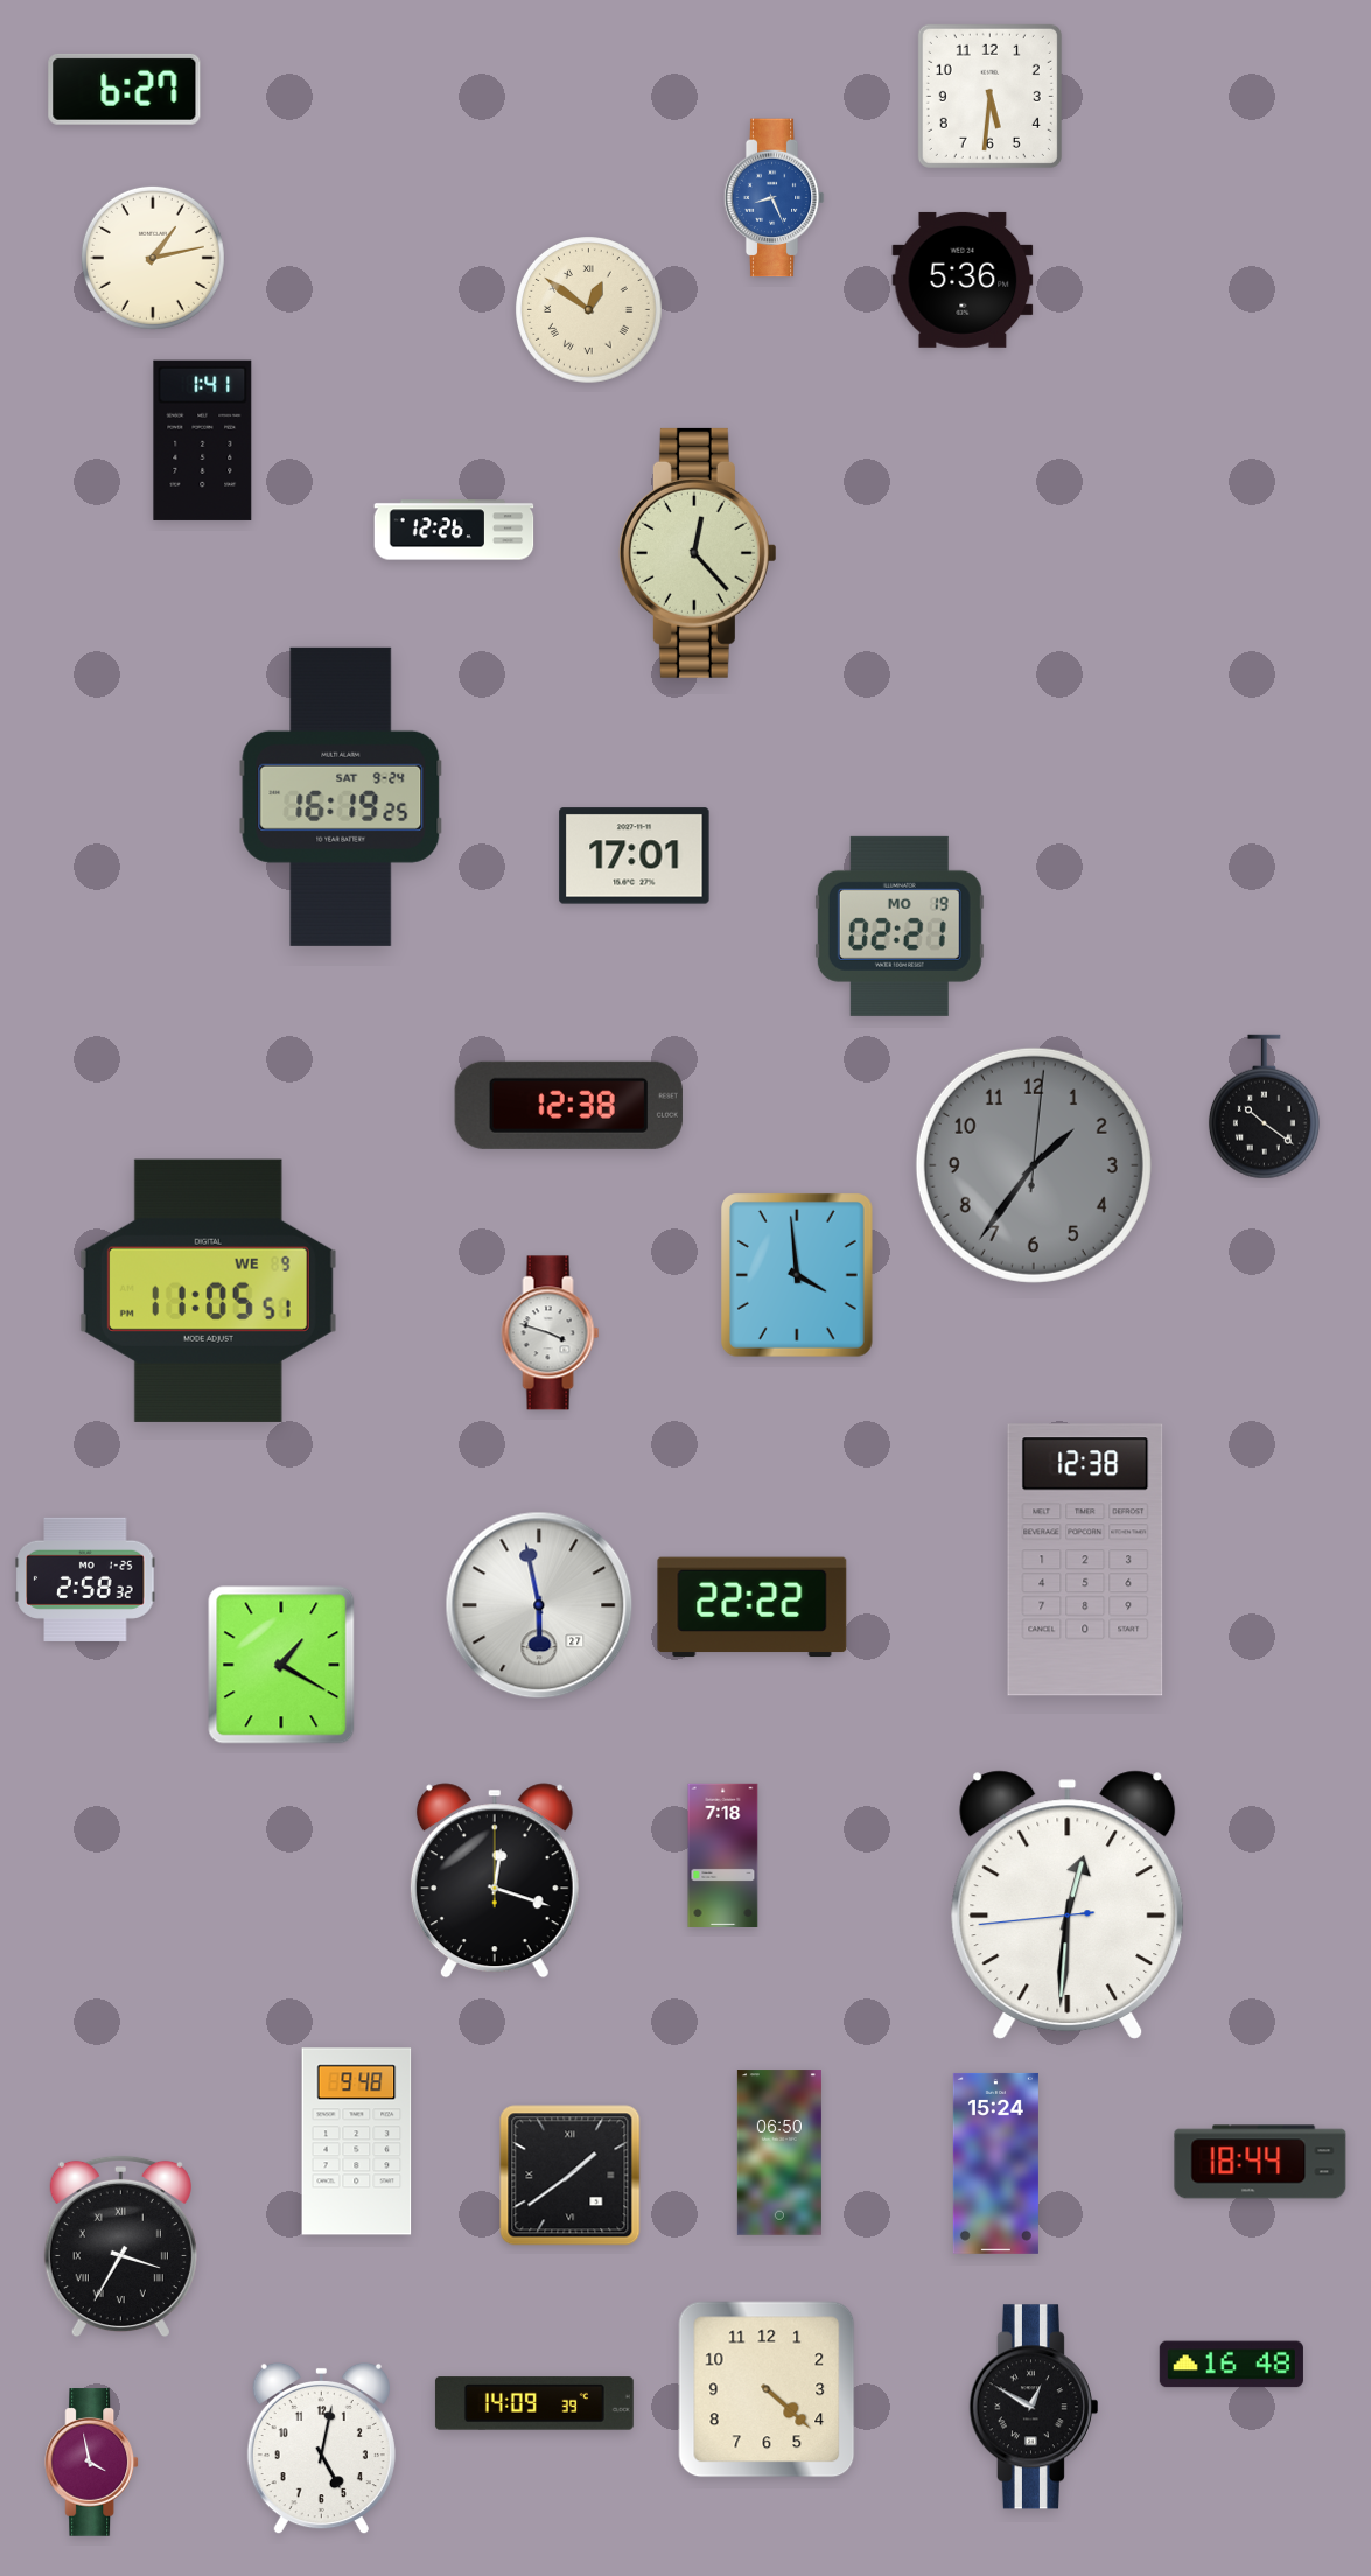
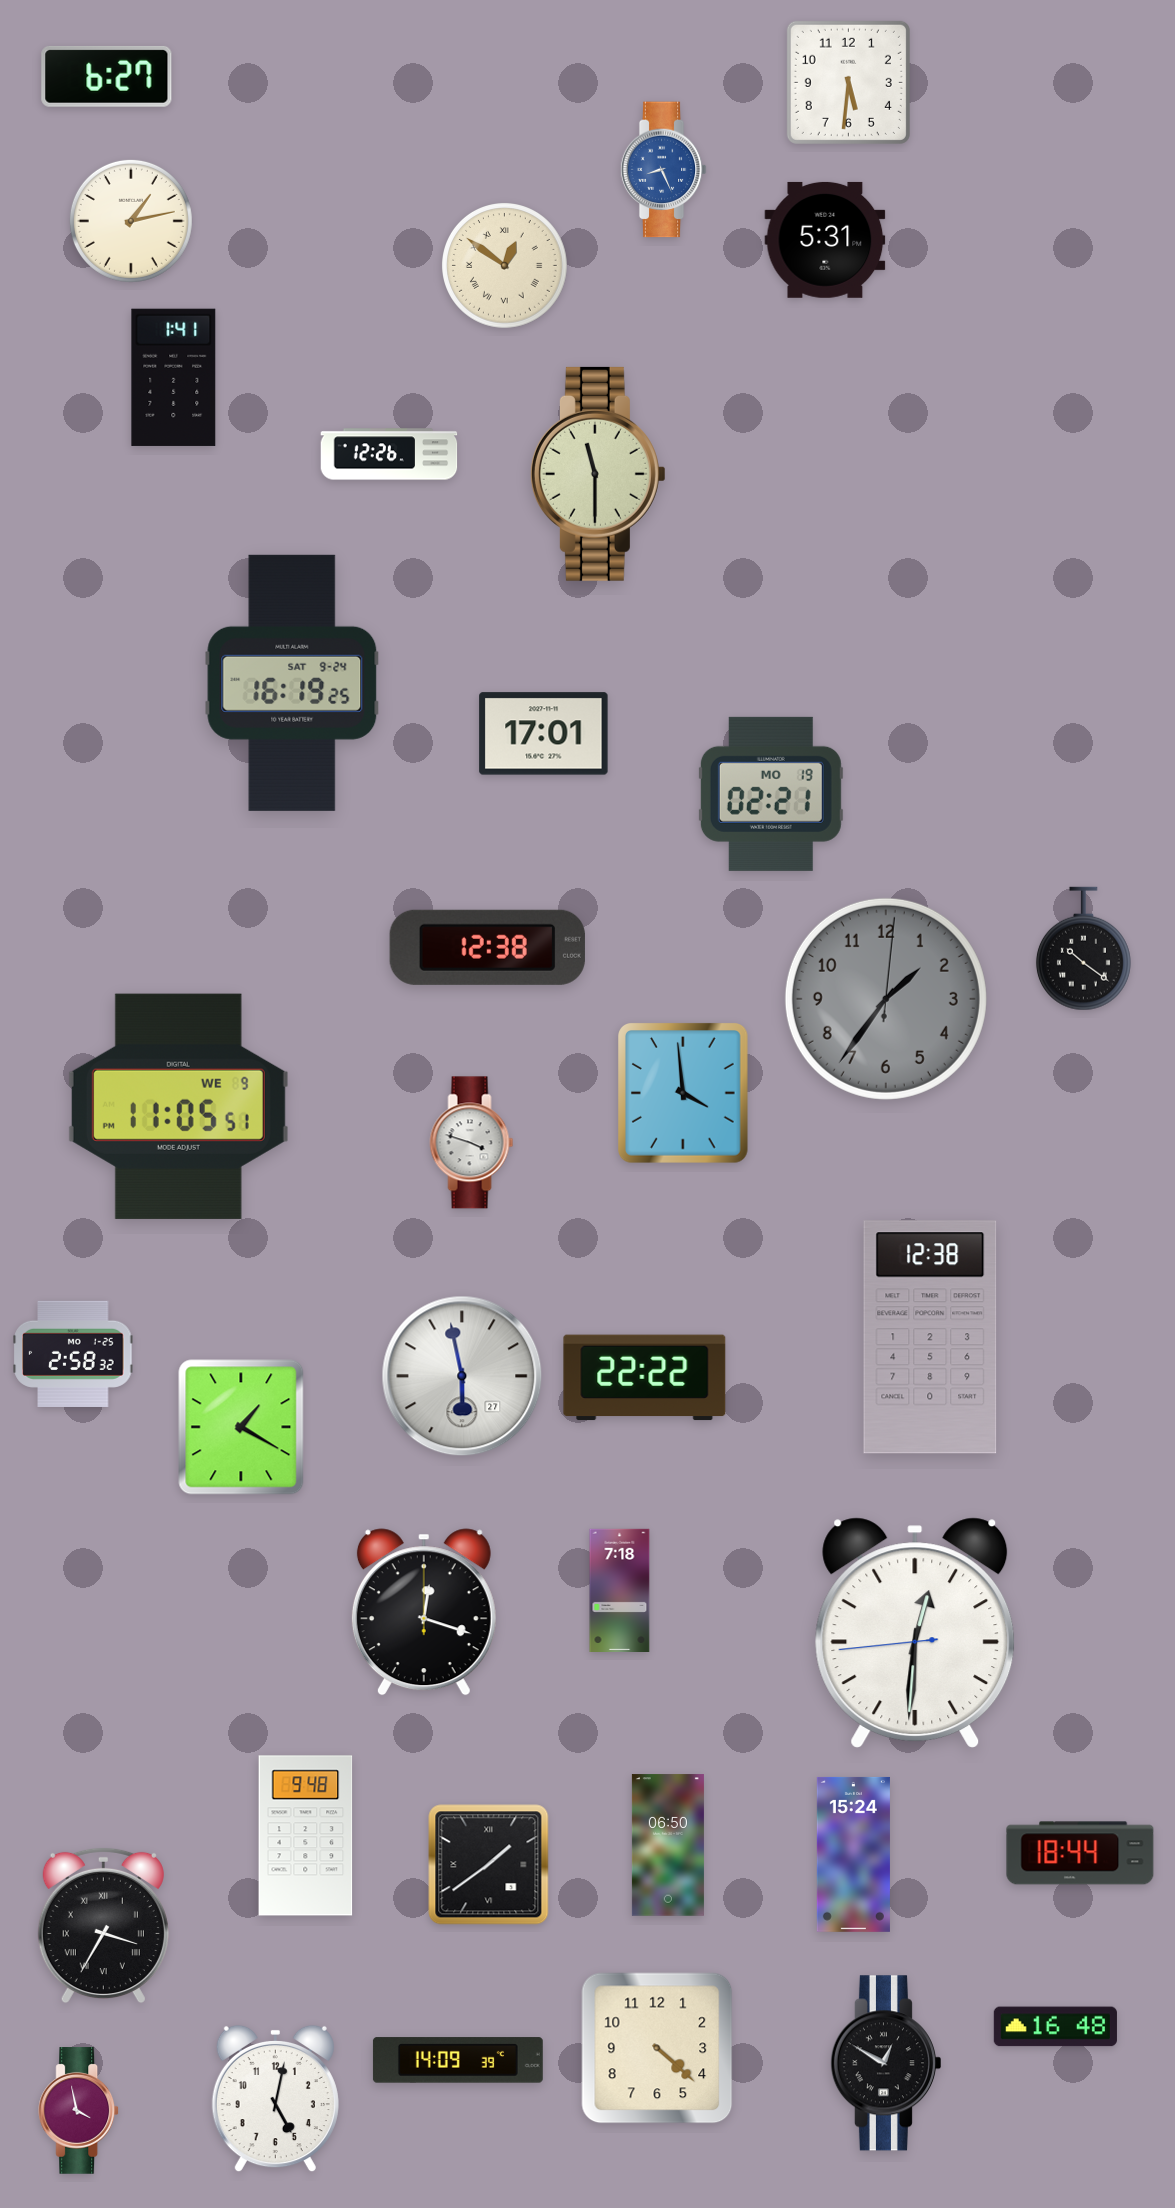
clock at (963, 280): 5:36 -> 5:31
clock at (698, 553): 12:23 -> 11:30
